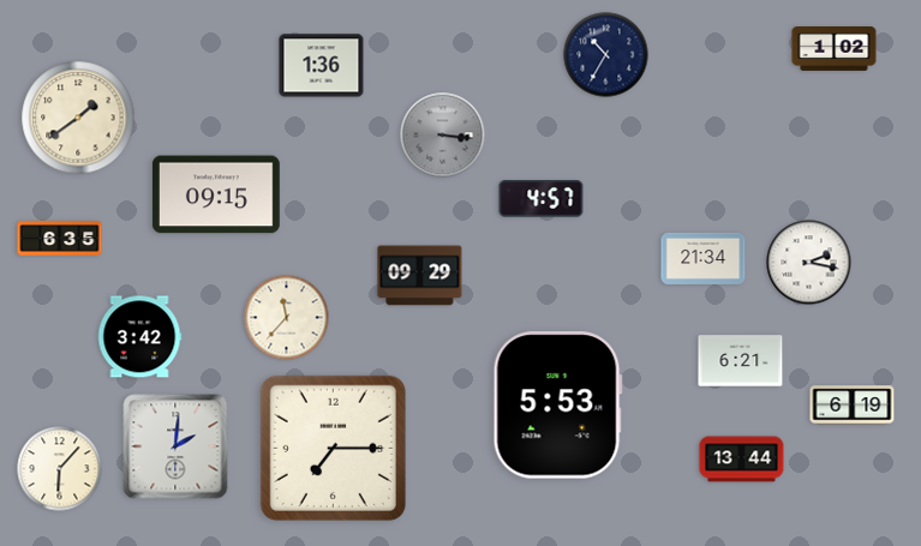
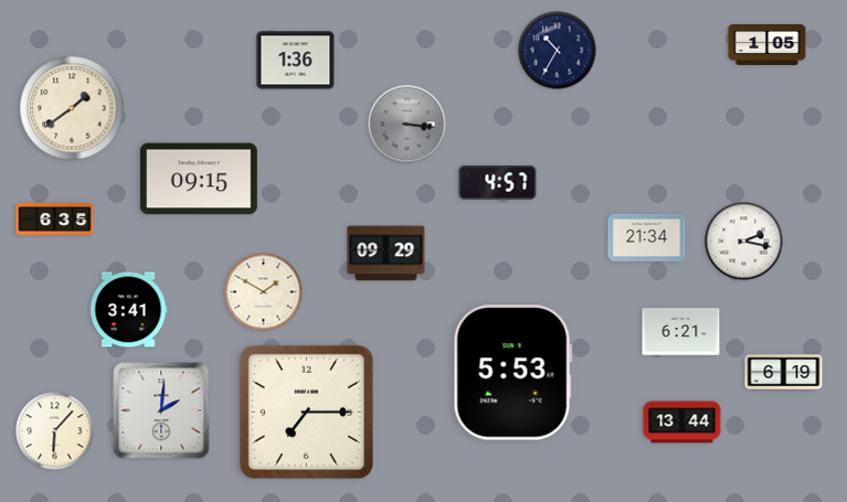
clock at (835, 49): 1:02 -> 1:05
clock at (287, 318): 11:37 -> 1:50
clock at (139, 337): 3:42 -> 3:41
